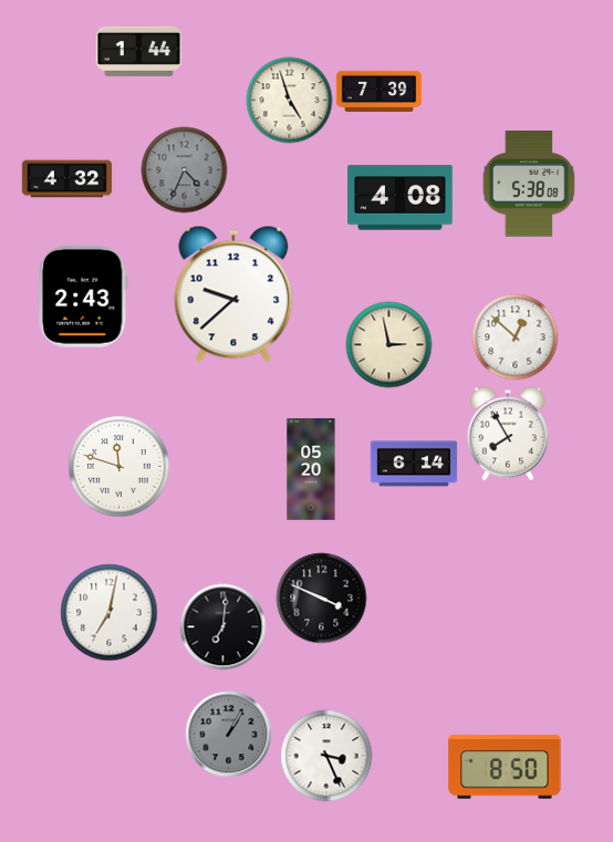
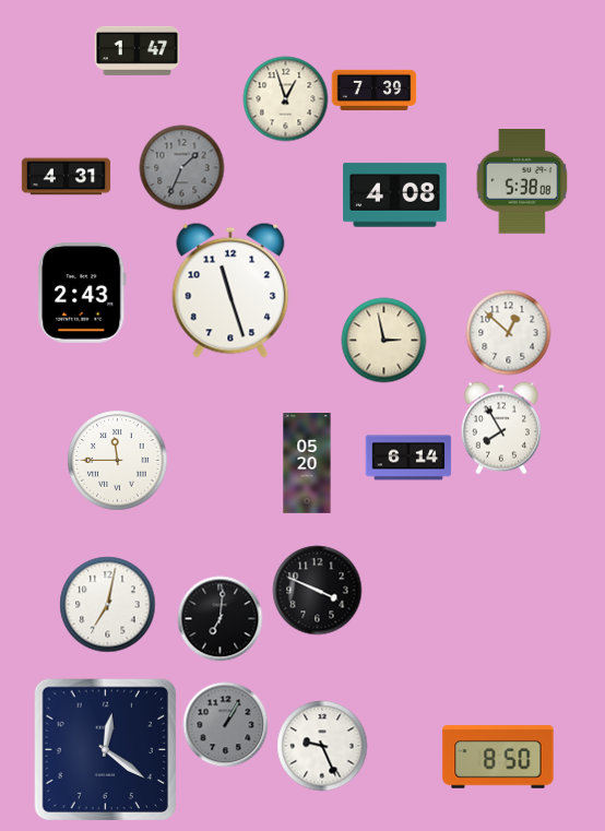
clock at (138, 51): 1:44 -> 1:47
clock at (289, 100): 4:57 -> 12:57
clock at (184, 169): 4:34 -> 1:34
clock at (66, 179): 4:32 -> 4:31
clock at (233, 294): 9:38 -> 11:27
clock at (118, 466): 11:48 -> 11:45
clock at (326, 756): 3:26 -> 9:26
clock at (105, 749): none -> 12:21
